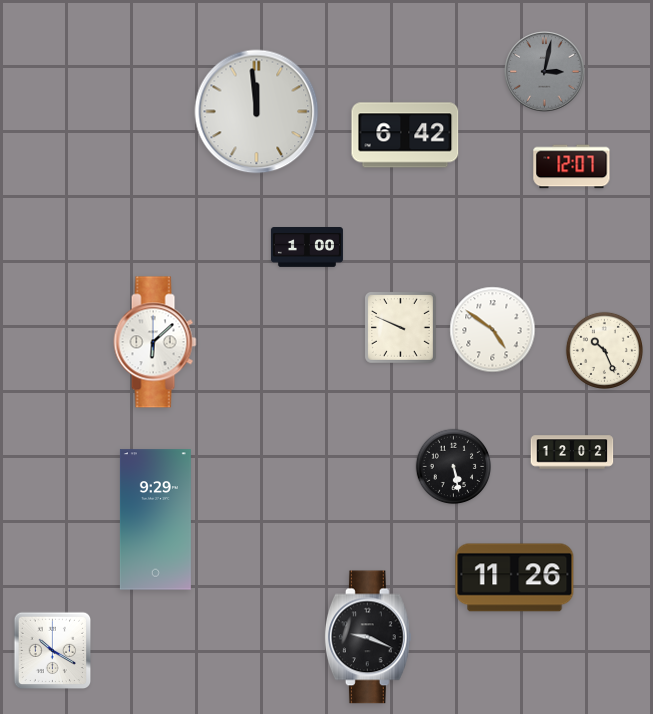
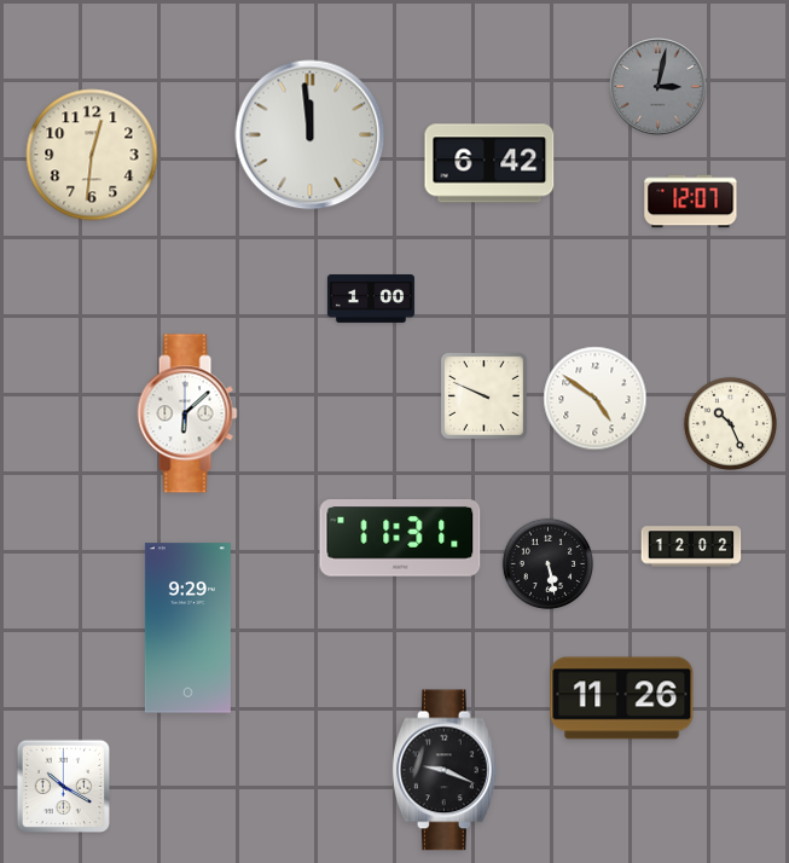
clock at (92, 155): none -> 12:31
clock at (400, 538): none -> 11:31
